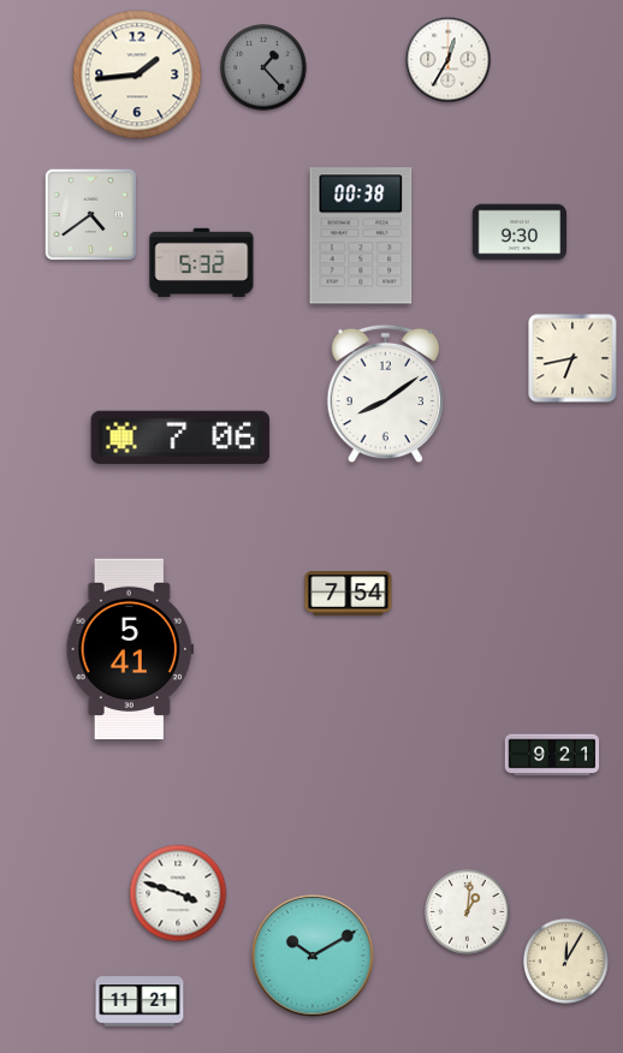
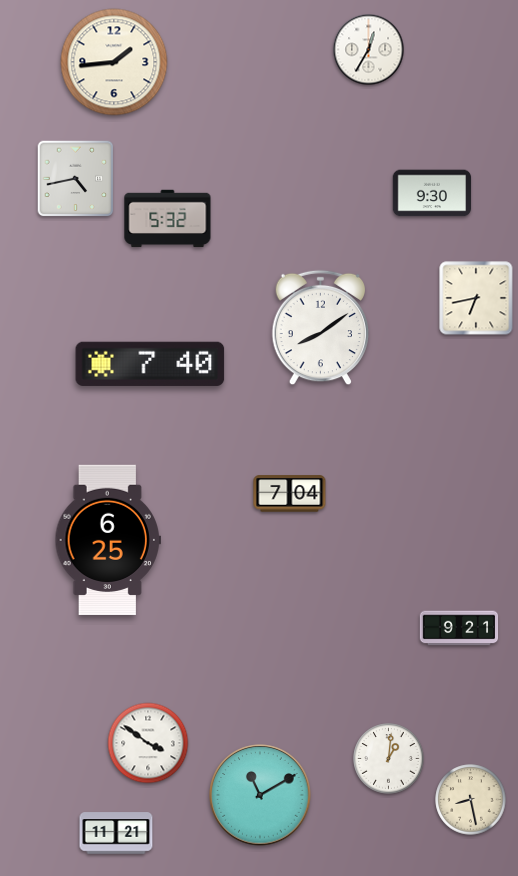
clock at (449, 60) position: (449, 60) -> (369, 50)
clock at (263, 67): 1:23 -> none
clock at (91, 215): 4:39 -> 4:43
clock at (361, 236): 00:38 -> none
clock at (180, 438): 7:06 -> 7:40
clock at (349, 594): 7:54 -> 7:04
clock at (129, 648): 5:41 -> 6:25
clock at (178, 893): 3:48 -> 3:51
clock at (313, 956): 10:10 -> 11:10
clock at (566, 962): 12:05 -> 8:28
